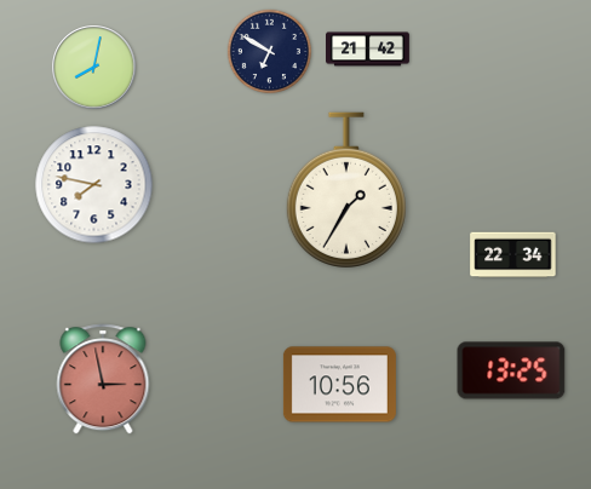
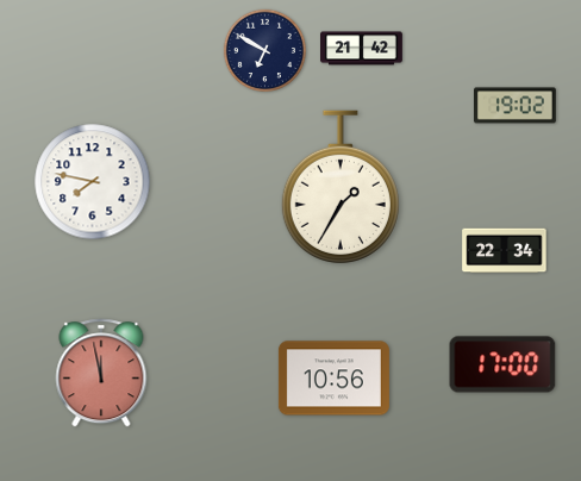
clock at (94, 68): 8:02 -> none
clock at (514, 106): none -> 19:02
clock at (511, 370): 13:25 -> 17:00
clock at (103, 379): 2:58 -> 11:58
